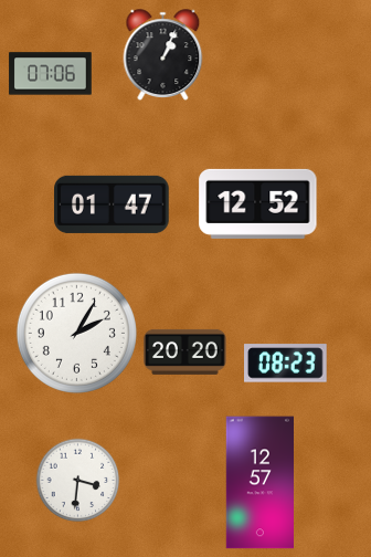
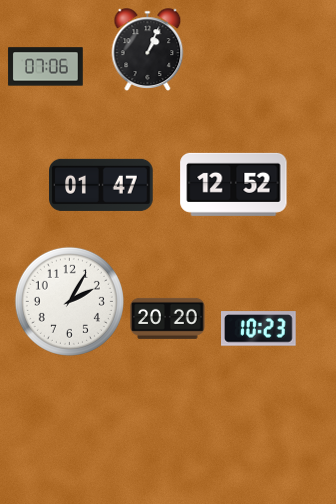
clock at (286, 364): 08:23 -> 10:23
clock at (78, 481): 3:31 -> none
clock at (259, 483): 12:57 -> none
